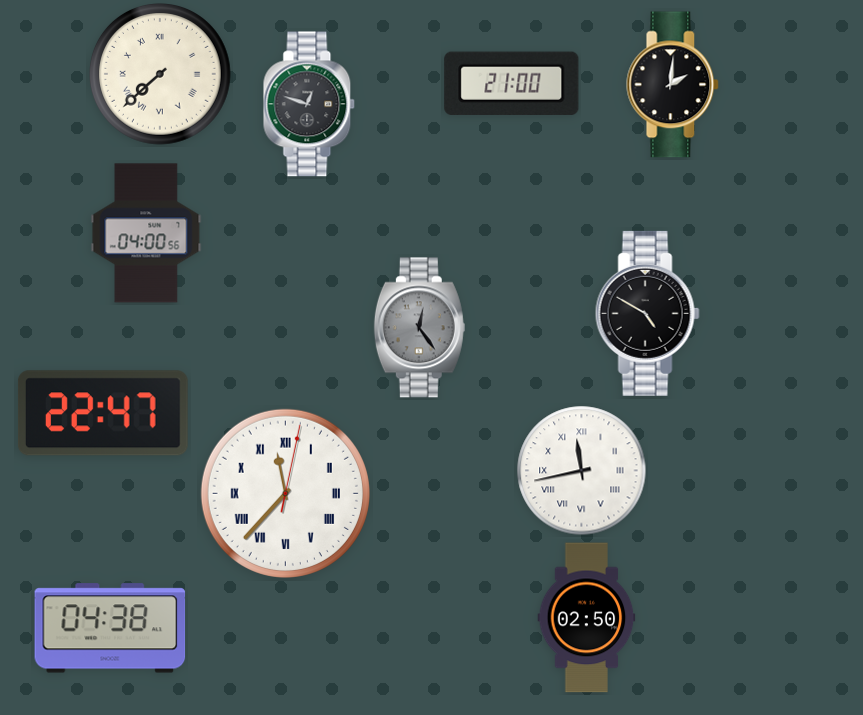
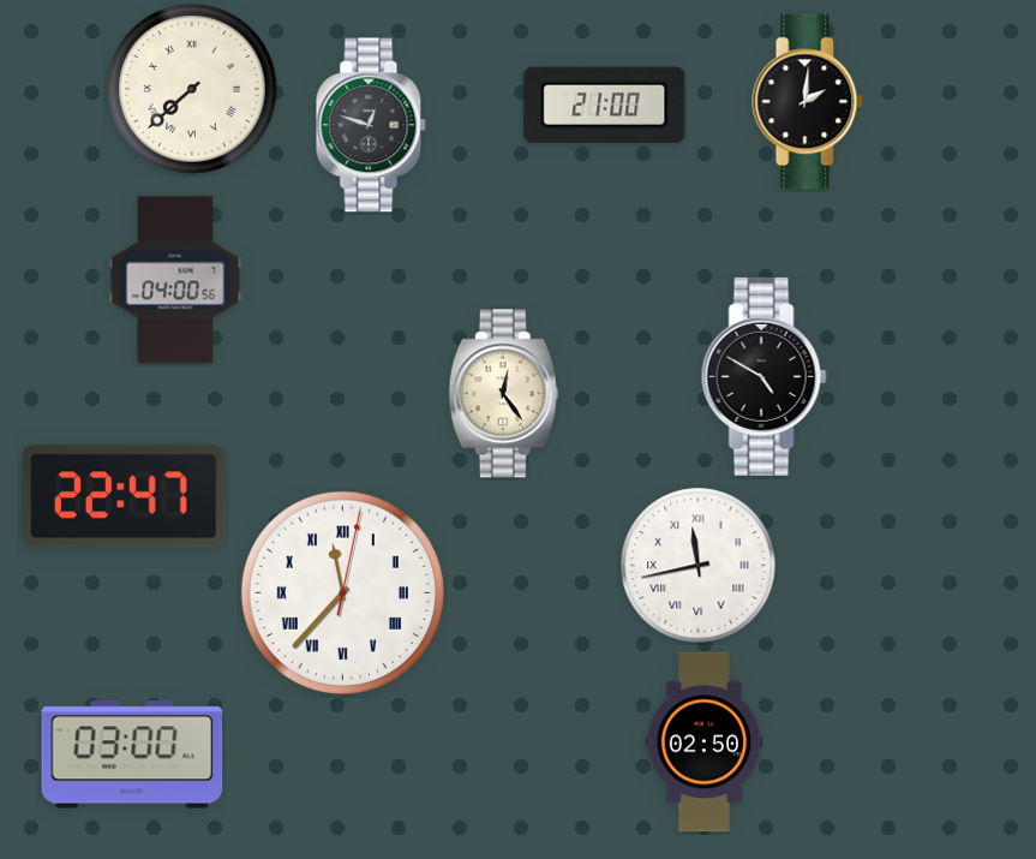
clock at (512, 83) position: (512, 83) -> (605, 105)
clock at (647, 313) position: (647, 313) -> (763, 376)
clock at (419, 328) dial: grey -> cream
clock at (110, 628): 04:38 -> 03:00
